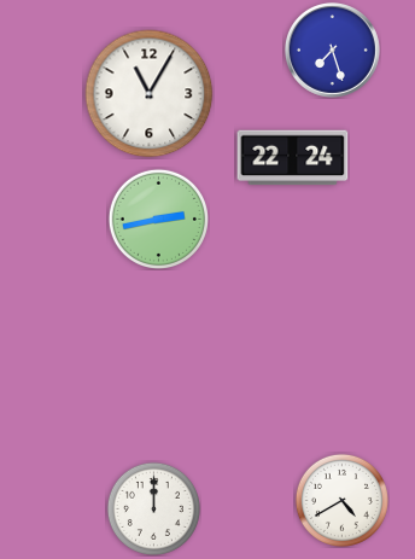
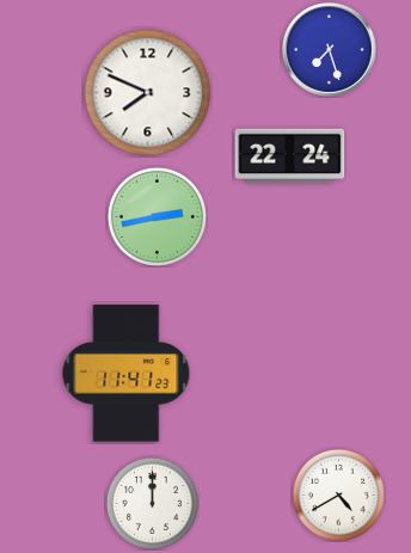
clock at (150, 94): 11:05 -> 7:49
clock at (127, 374): none -> 11:41
